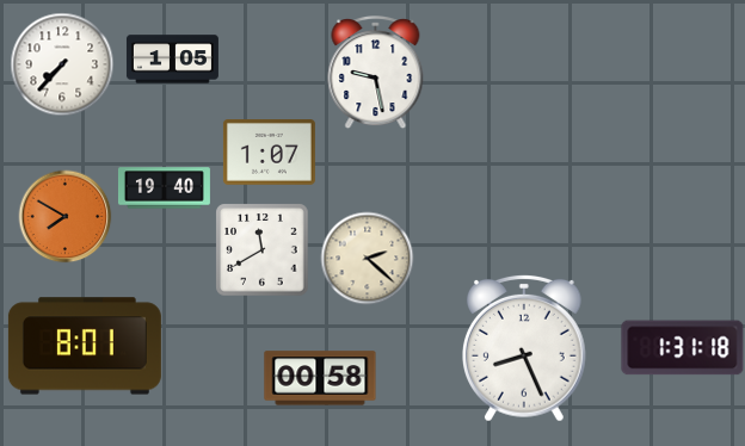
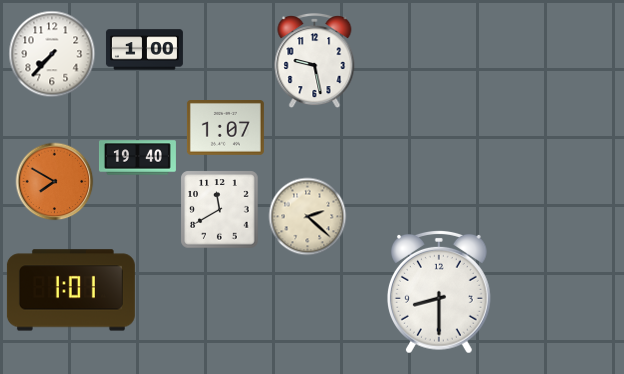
clock at (172, 60): 1:05 -> 1:00
clock at (85, 346): 8:01 -> 1:01
clock at (525, 348): 8:26 -> 8:30
clock at (683, 348): 1:31 -> none
clock at (320, 378): 00:58 -> none
